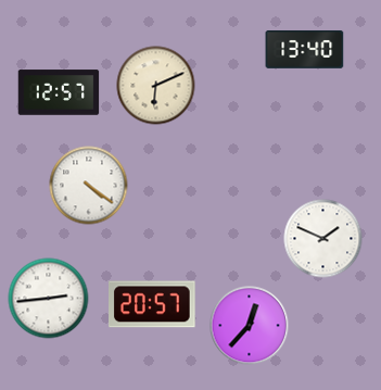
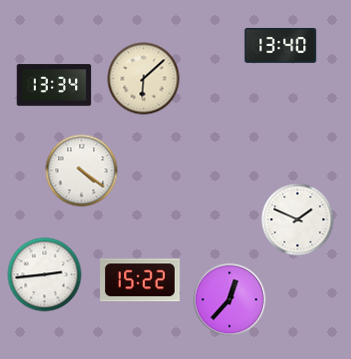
clock at (156, 86): 6:11 -> 6:08
clock at (59, 92): 12:57 -> 13:34
clock at (152, 304): 20:57 -> 15:22
